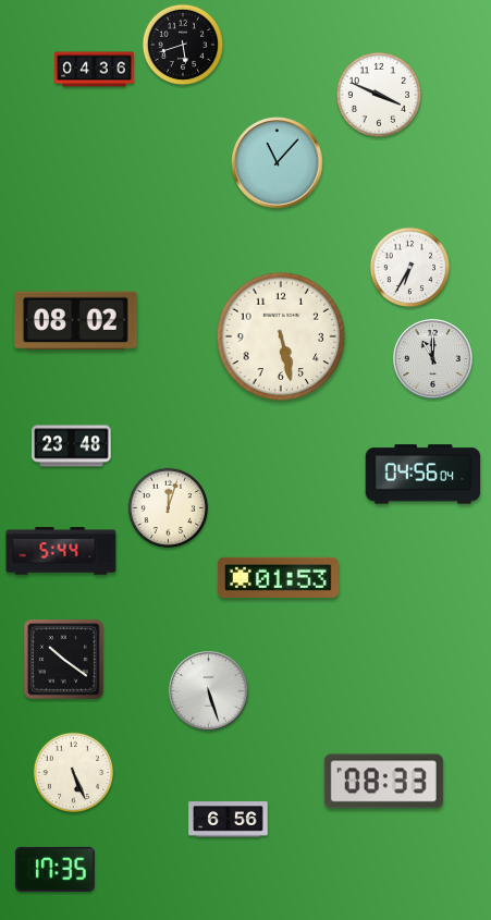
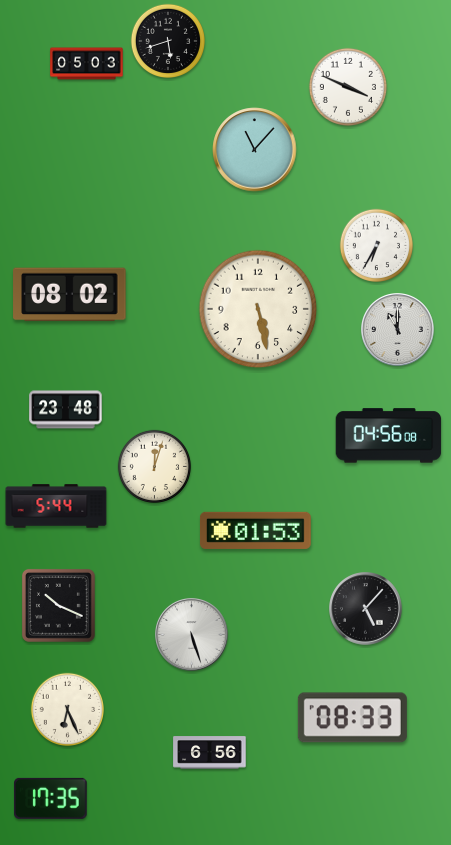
clock at (95, 70): 04:36 -> 05:03
clock at (424, 475): 04:56:04 -> 04:56:08
clock at (63, 659): 10:21 -> 10:19
clock at (366, 609): none -> 5:07
clock at (74, 773): 5:26 -> 6:26
